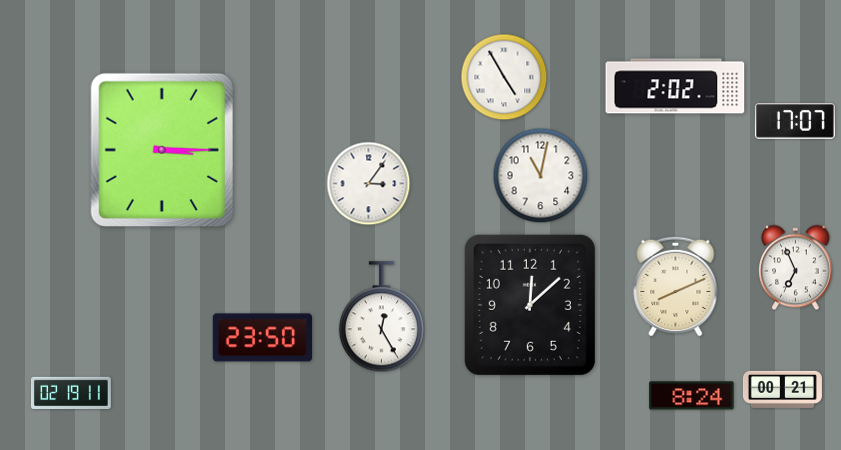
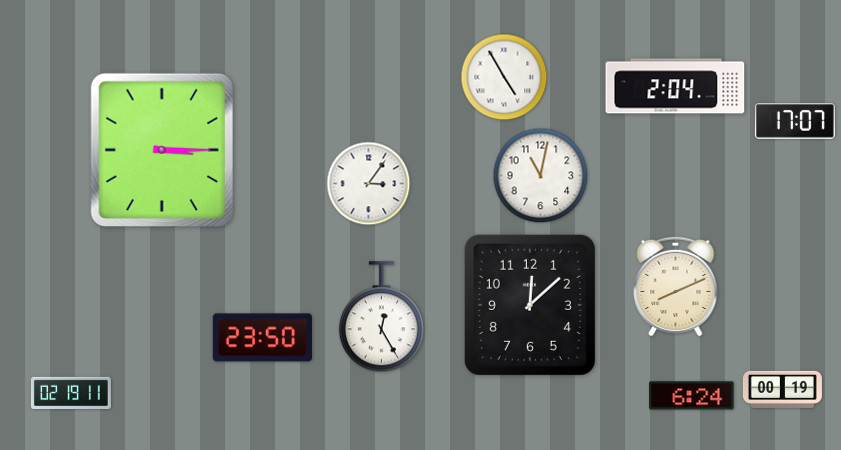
clock at (675, 86): 2:02 -> 2:04
clock at (796, 268): 6:56 -> none
clock at (782, 389): 00:21 -> 00:19
clock at (692, 396): 8:24 -> 6:24
